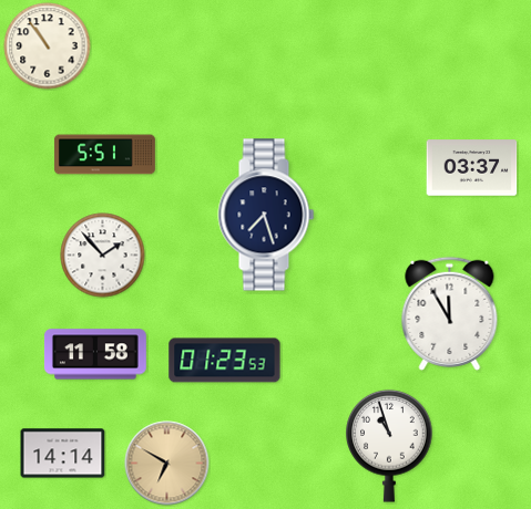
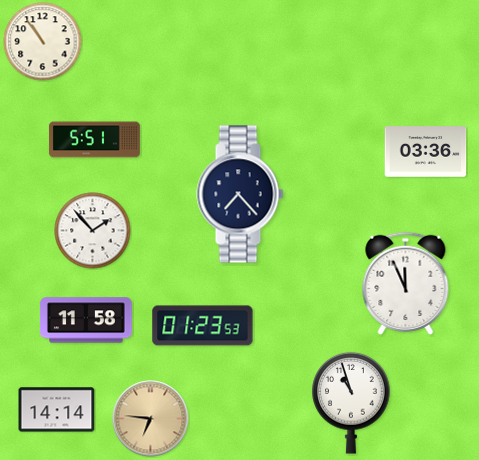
clock at (472, 168): 03:37 -> 03:36
clock at (266, 215): 7:27 -> 7:23
clock at (450, 313): 11:55 -> 11:56
clock at (167, 464): 6:50 -> 6:46
